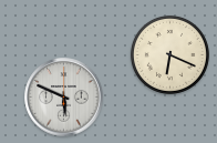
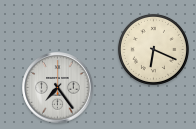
clock at (64, 98): 5:49 -> 7:24
